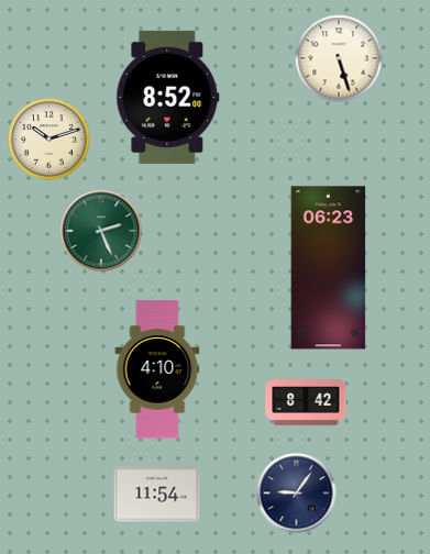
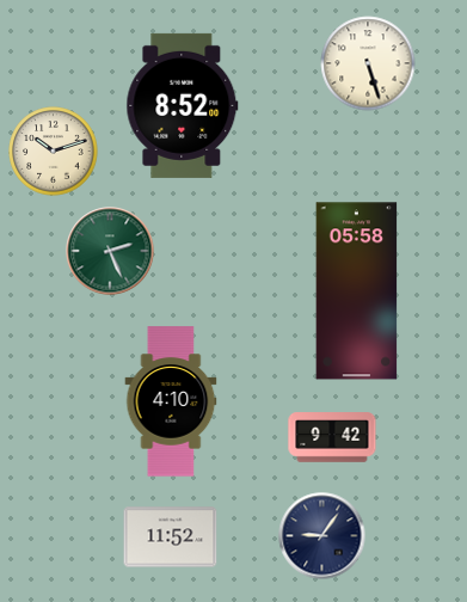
clock at (329, 268): 06:23 -> 05:58
clock at (306, 402): 8:42 -> 9:42
clock at (157, 495): 11:54 -> 11:52
